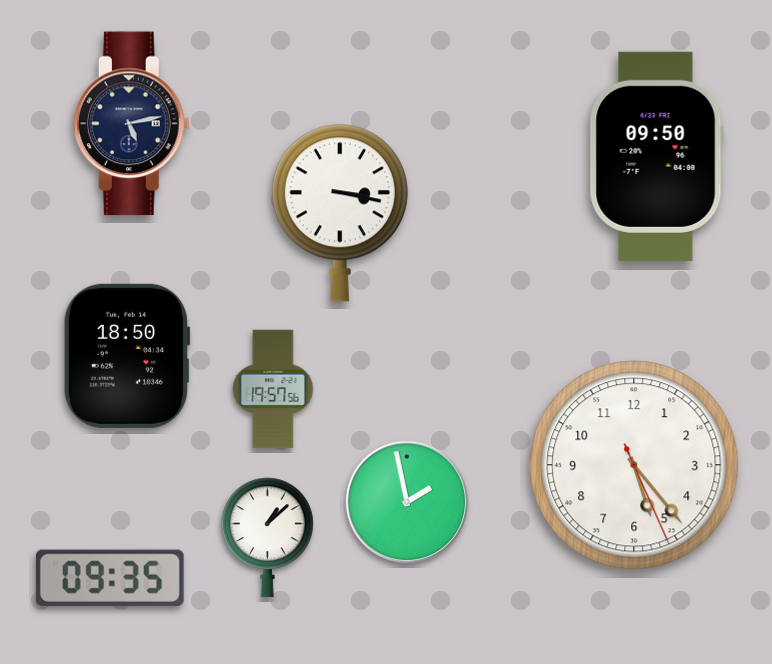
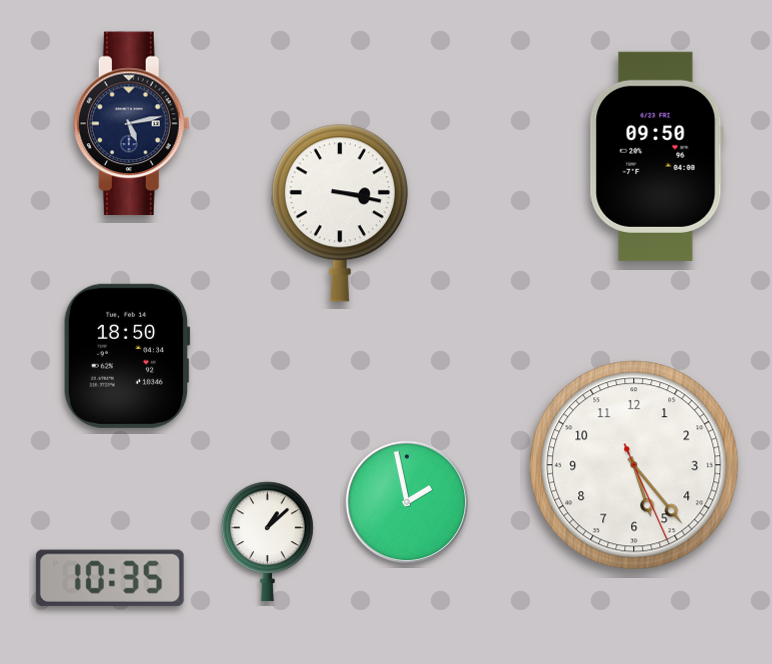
clock at (273, 389): 19:57 -> none
clock at (268, 537) position: (268, 537) -> (268, 541)
clock at (110, 578): 09:35 -> 10:35
